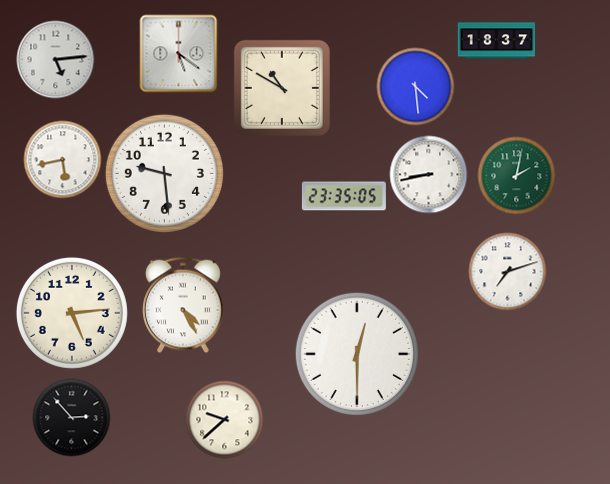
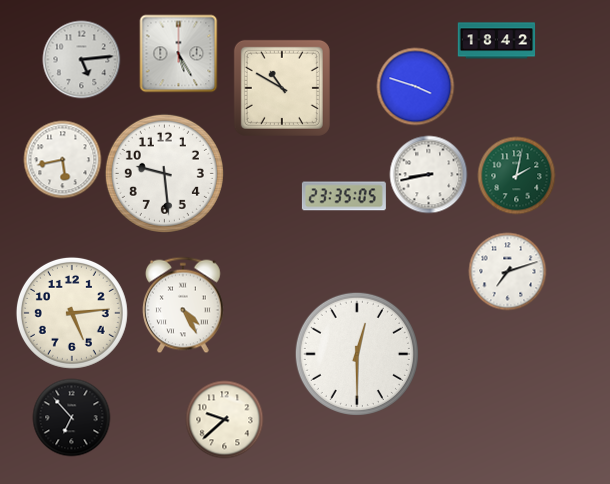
clock at (496, 41): 18:37 -> 18:42
clock at (178, 53): 5:21 -> 5:25
clock at (55, 59) position: (55, 59) -> (81, 59)
clock at (415, 86): 4:29 -> 3:48
clock at (71, 417): 2:53 -> 6:53
